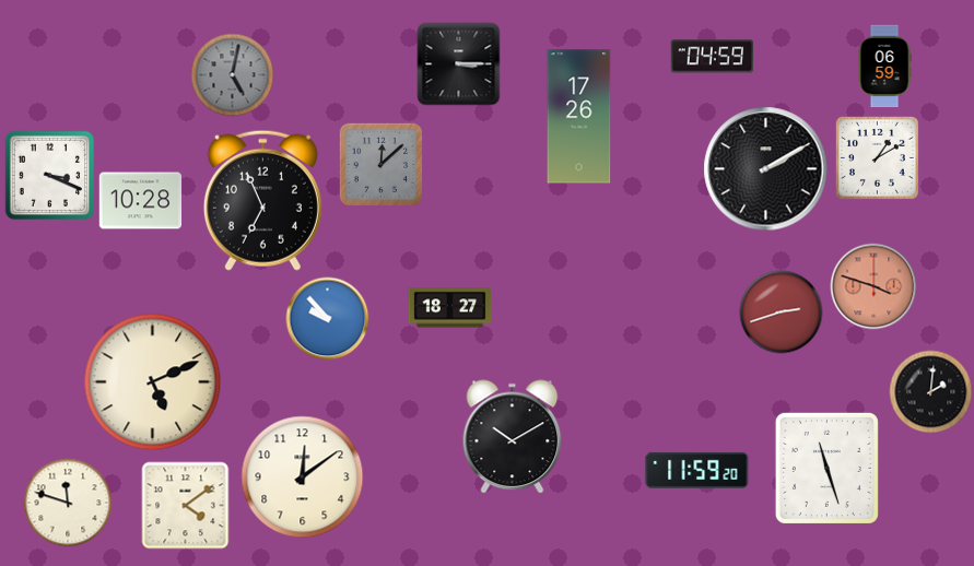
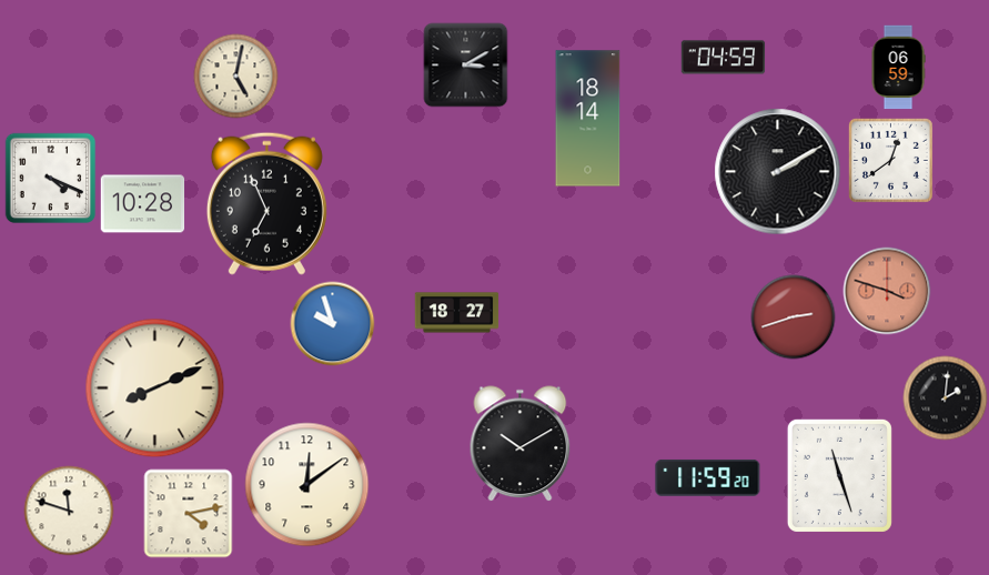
clock at (459, 64): 3:15 -> 3:10
clock at (233, 75) dial: grey -> cream
clock at (579, 117): 17:26 -> 18:14
clock at (877, 157): 1:10 -> 12:39
clock at (380, 164): 12:08 -> none
clock at (50, 176): 3:19 -> 4:19
clock at (328, 319): 9:53 -> 9:57
clock at (153, 382): 5:11 -> 8:11
clock at (186, 506): 4:09 -> 4:13
